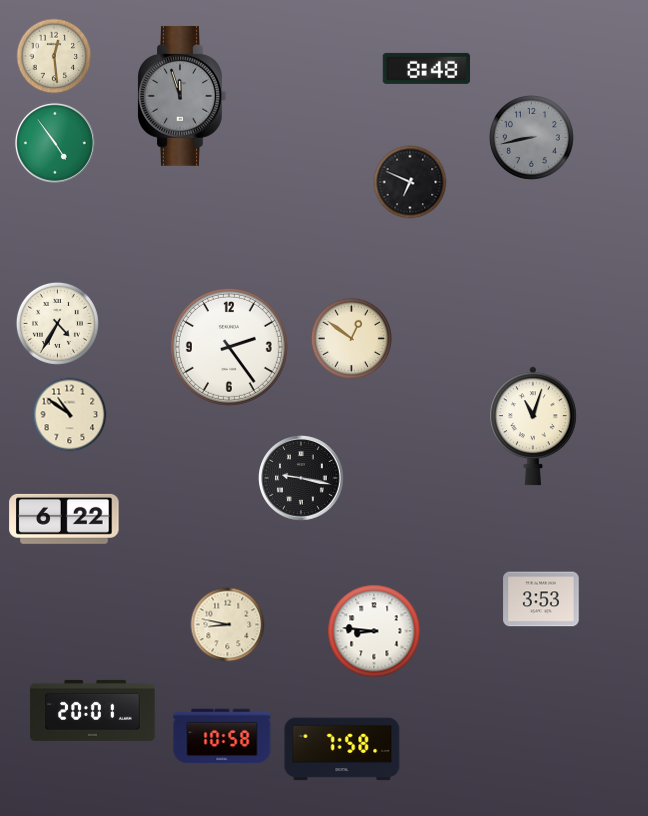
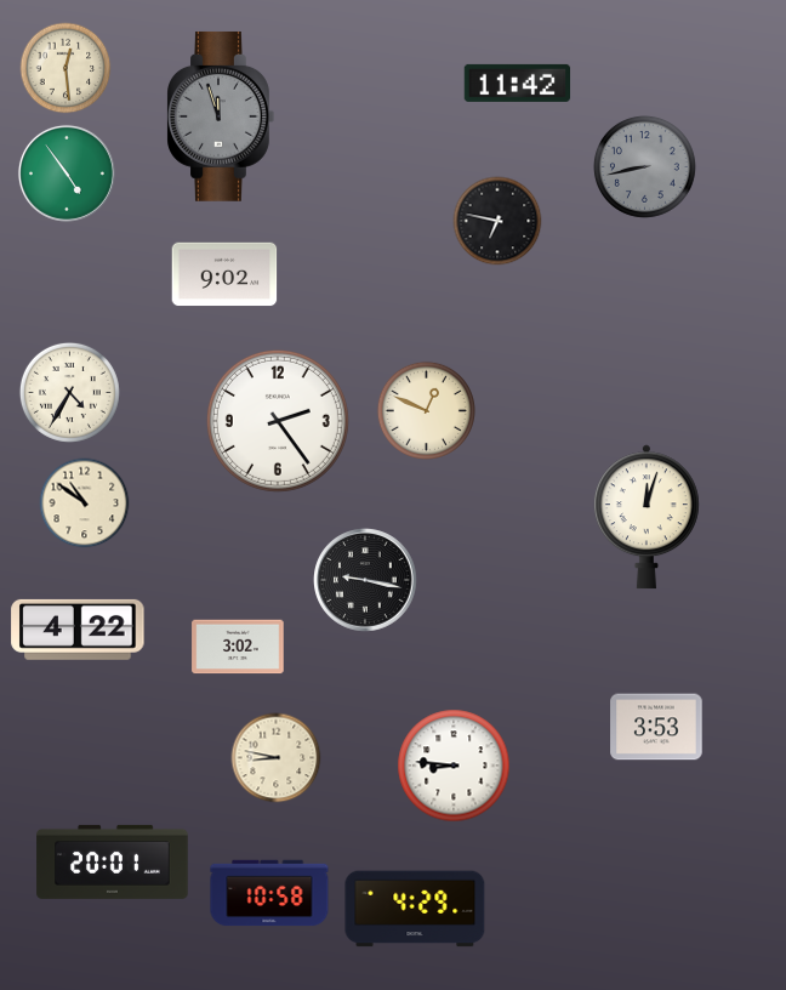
clock at (427, 68): 8:48 -> 11:42
clock at (410, 182): 6:49 -> 6:47
clock at (224, 274): none -> 9:02
clock at (351, 338): 12:51 -> 12:49
clock at (533, 426): 11:03 -> 12:03
clock at (64, 519): 6:22 -> 4:22
clock at (238, 647): none -> 3:02
clock at (342, 749): 7:58 -> 4:29
